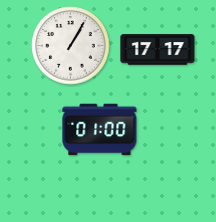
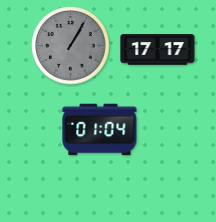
clock at (71, 46) dial: white -> grey
clock at (100, 130): 01:00 -> 01:04
